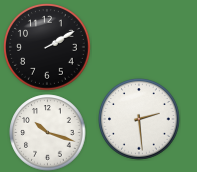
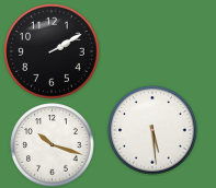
clock at (139, 119): 2:29 -> 5:29
